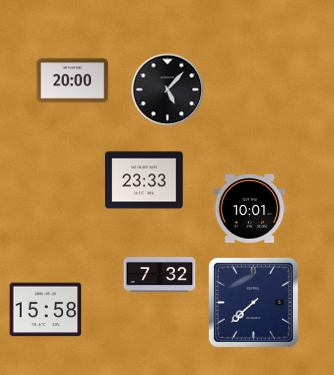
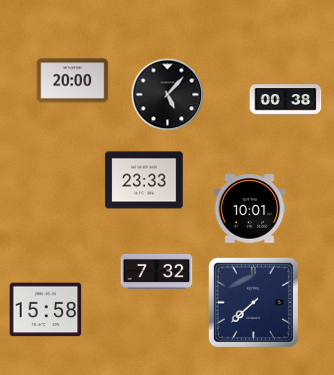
clock at (168, 90) position: (168, 90) -> (168, 95)
clock at (286, 100): none -> 00:38
clock at (160, 274) position: (160, 274) -> (157, 271)
